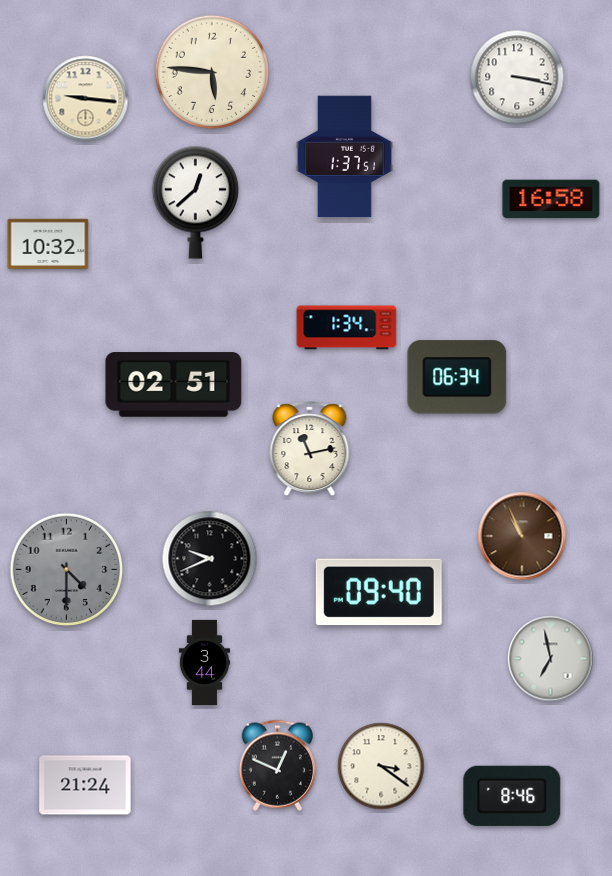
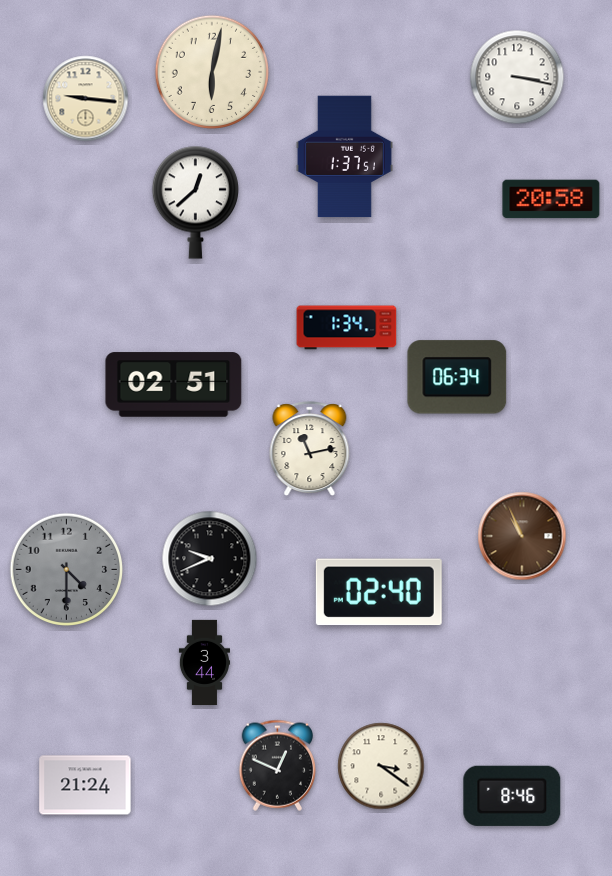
clock at (211, 71): 5:46 -> 6:02
clock at (551, 199): 16:58 -> 20:58
clock at (48, 243): 10:32 -> none
clock at (379, 592): 09:40 -> 02:40
clock at (551, 659): 6:58 -> none
